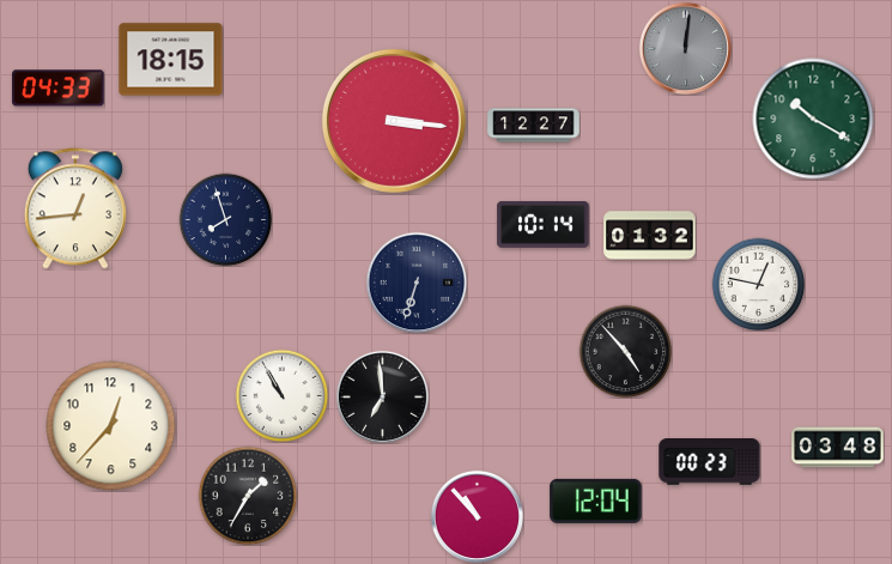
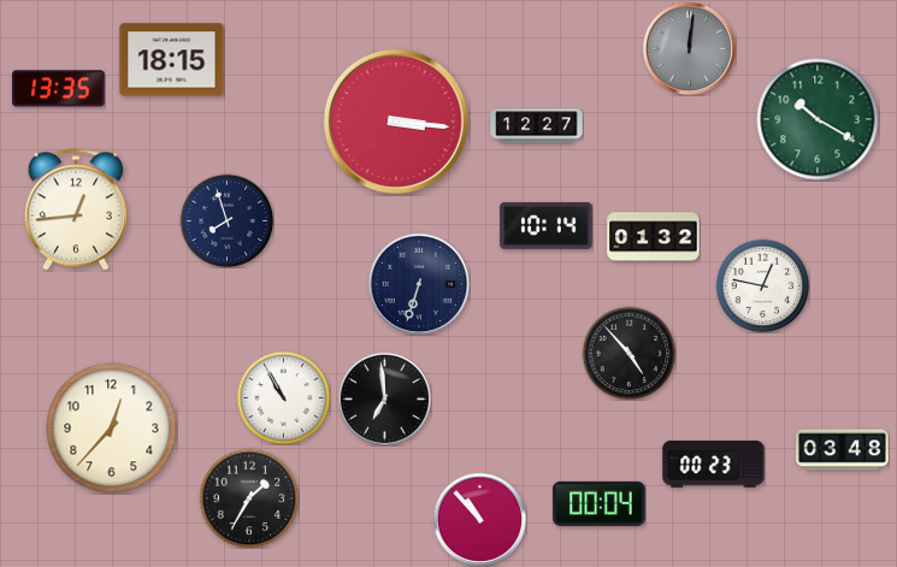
clock at (59, 89): 04:33 -> 13:35
clock at (596, 501): 12:04 -> 00:04
